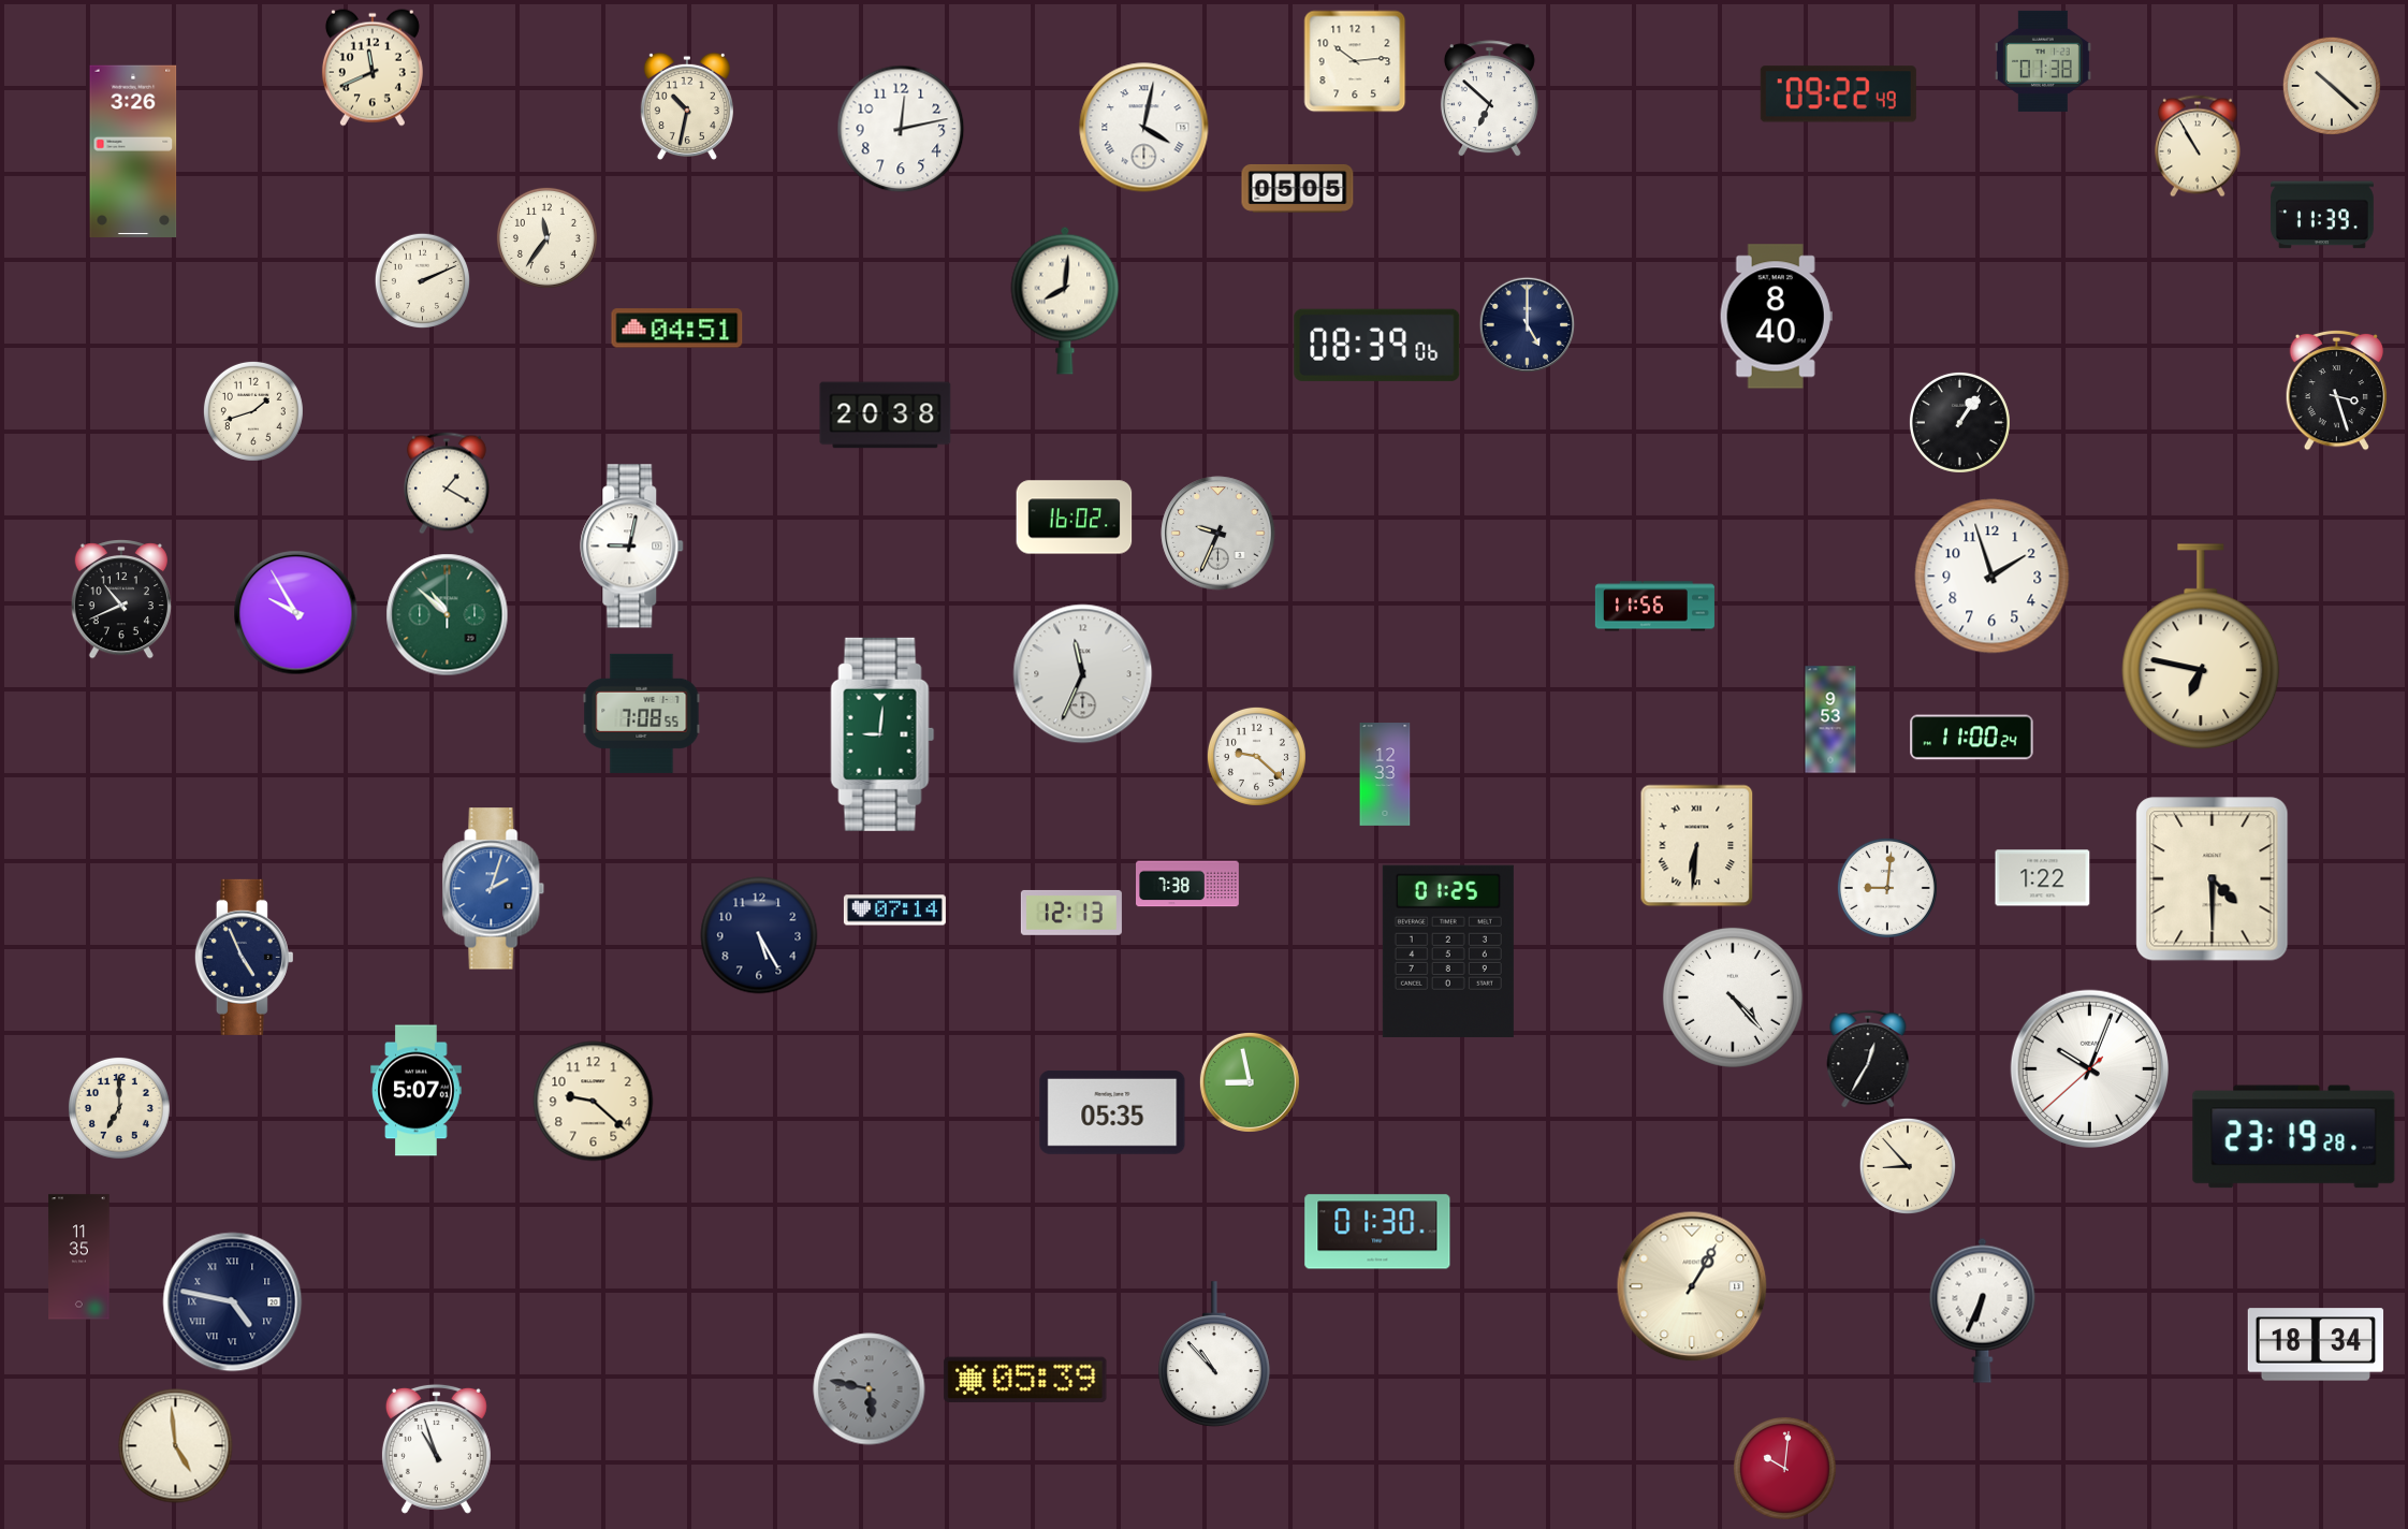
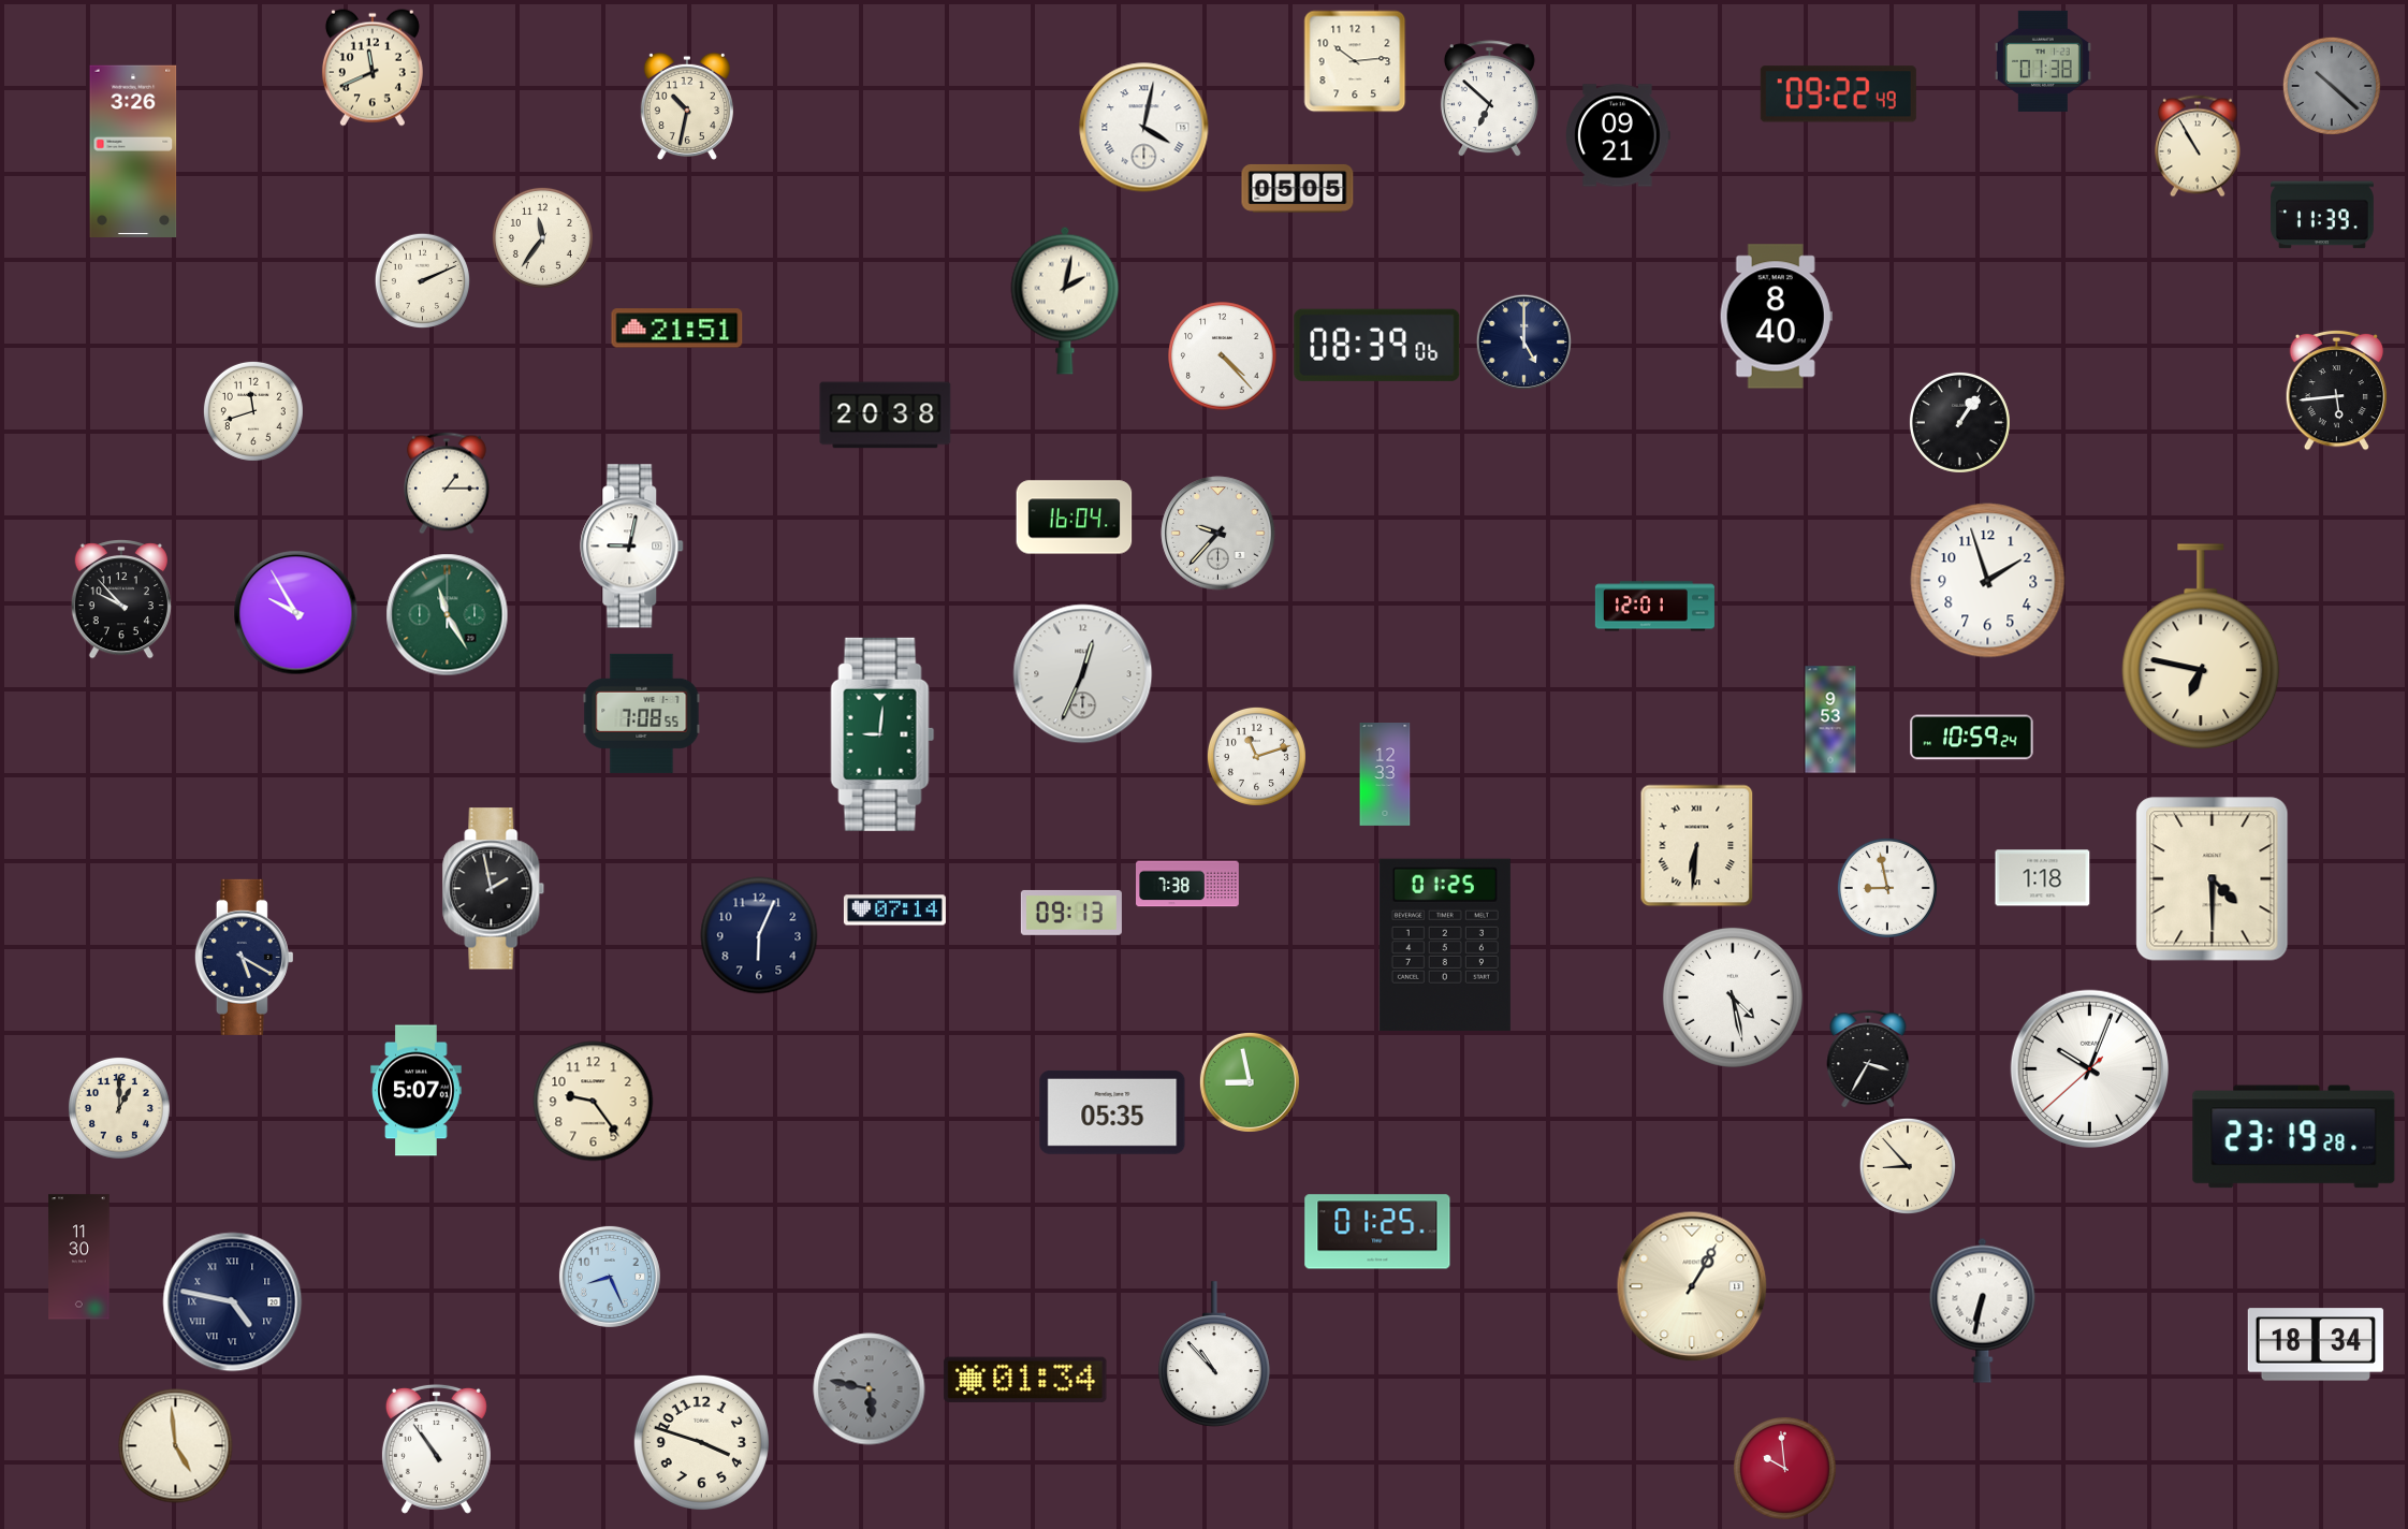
clock at (2332, 86) dial: cream -> grey
clock at (901, 129): 12:13 -> none
clock at (1618, 135): none -> 09:21
clock at (546, 237) position: (546, 237) -> (542, 237)
clock at (1065, 301): 8:01 -> 2:02
clock at (1527, 324) position: (1527, 324) -> (1523, 341)
clock at (677, 329): 04:51 -> 21:51
clock at (1223, 356): none -> 4:23
clock at (2336, 390): 3:27 -> 5:44
clock at (253, 411): 1:42 -> 11:42
clock at (447, 483): 1:20 -> 1:15
clock at (1075, 518): 16:02 -> 16:04
clock at (1218, 534): 9:34 -> 9:37
clock at (1993, 577) position: (1993, 577) -> (1988, 581)
clock at (121, 600): 10:41 -> 9:53
clock at (1654, 607): 11:56 -> 12:01
clock at (448, 615): 10:52 -> 11:25
clock at (1083, 674): 11:34 -> 12:34
clock at (1972, 738): 11:00 -> 10:59
clock at (1256, 756): 9:22 -> 11:12
clock at (2043, 878): 1:22 -> 1:18
clock at (1887, 888): 9:01 -> 8:58
clock at (494, 889): 2:03 -> 1:58
clock at (494, 889) dial: blue -> black
clock at (1071, 913): 12:13 -> 09:13
clock at (759, 935): 5:25 -> 6:04
clock at (1448, 951) position: (1448, 951) -> (1445, 945)
clock at (244, 957): 4:56 -> 5:20
clock at (1733, 998): 4:23 -> 4:28
clock at (1868, 1059): 12:35 -> 3:35
clock at (594, 1102): 9:22 -> 9:24
clock at (119, 1108): 7:00 -> 1:00
clock at (1377, 1232): 01:30 -> 01:25
clock at (79, 1257): 11:35 -> 11:30
clock at (610, 1277): none -> 8:26
clock at (1983, 1310): 6:34 -> 6:32
clock at (1025, 1380): 05:39 -> 01:34
clock at (701, 1442): none -> 3:48
clock at (436, 1448): 10:57 -> 10:54
clock at (1784, 1468): 10:01 -> 9:59
